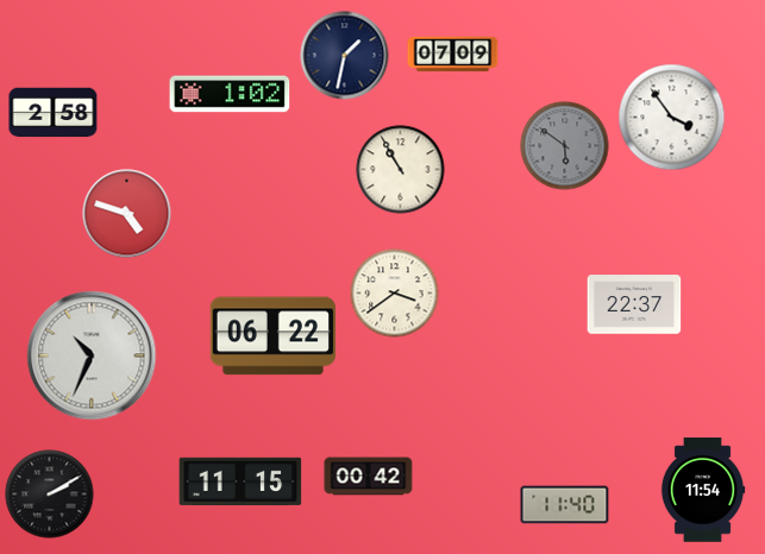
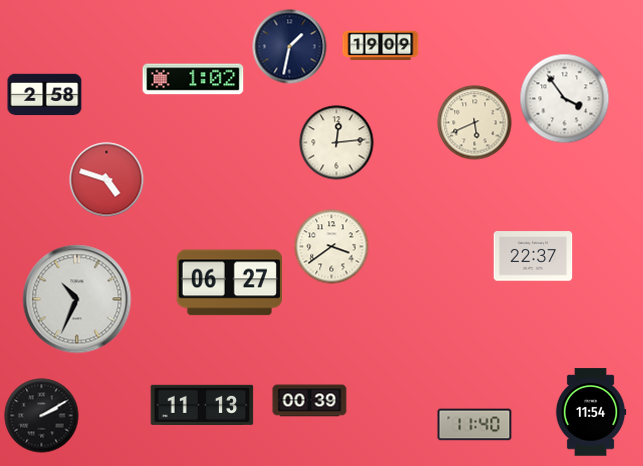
clock at (453, 55): 07:09 -> 19:09
clock at (565, 146): 5:51 -> 5:41
clock at (565, 146) dial: grey -> cream
clock at (401, 170): 10:55 -> 12:14
clock at (272, 336): 06:22 -> 06:27
clock at (369, 477): 00:42 -> 00:39
clock at (240, 480): 11:15 -> 11:13
